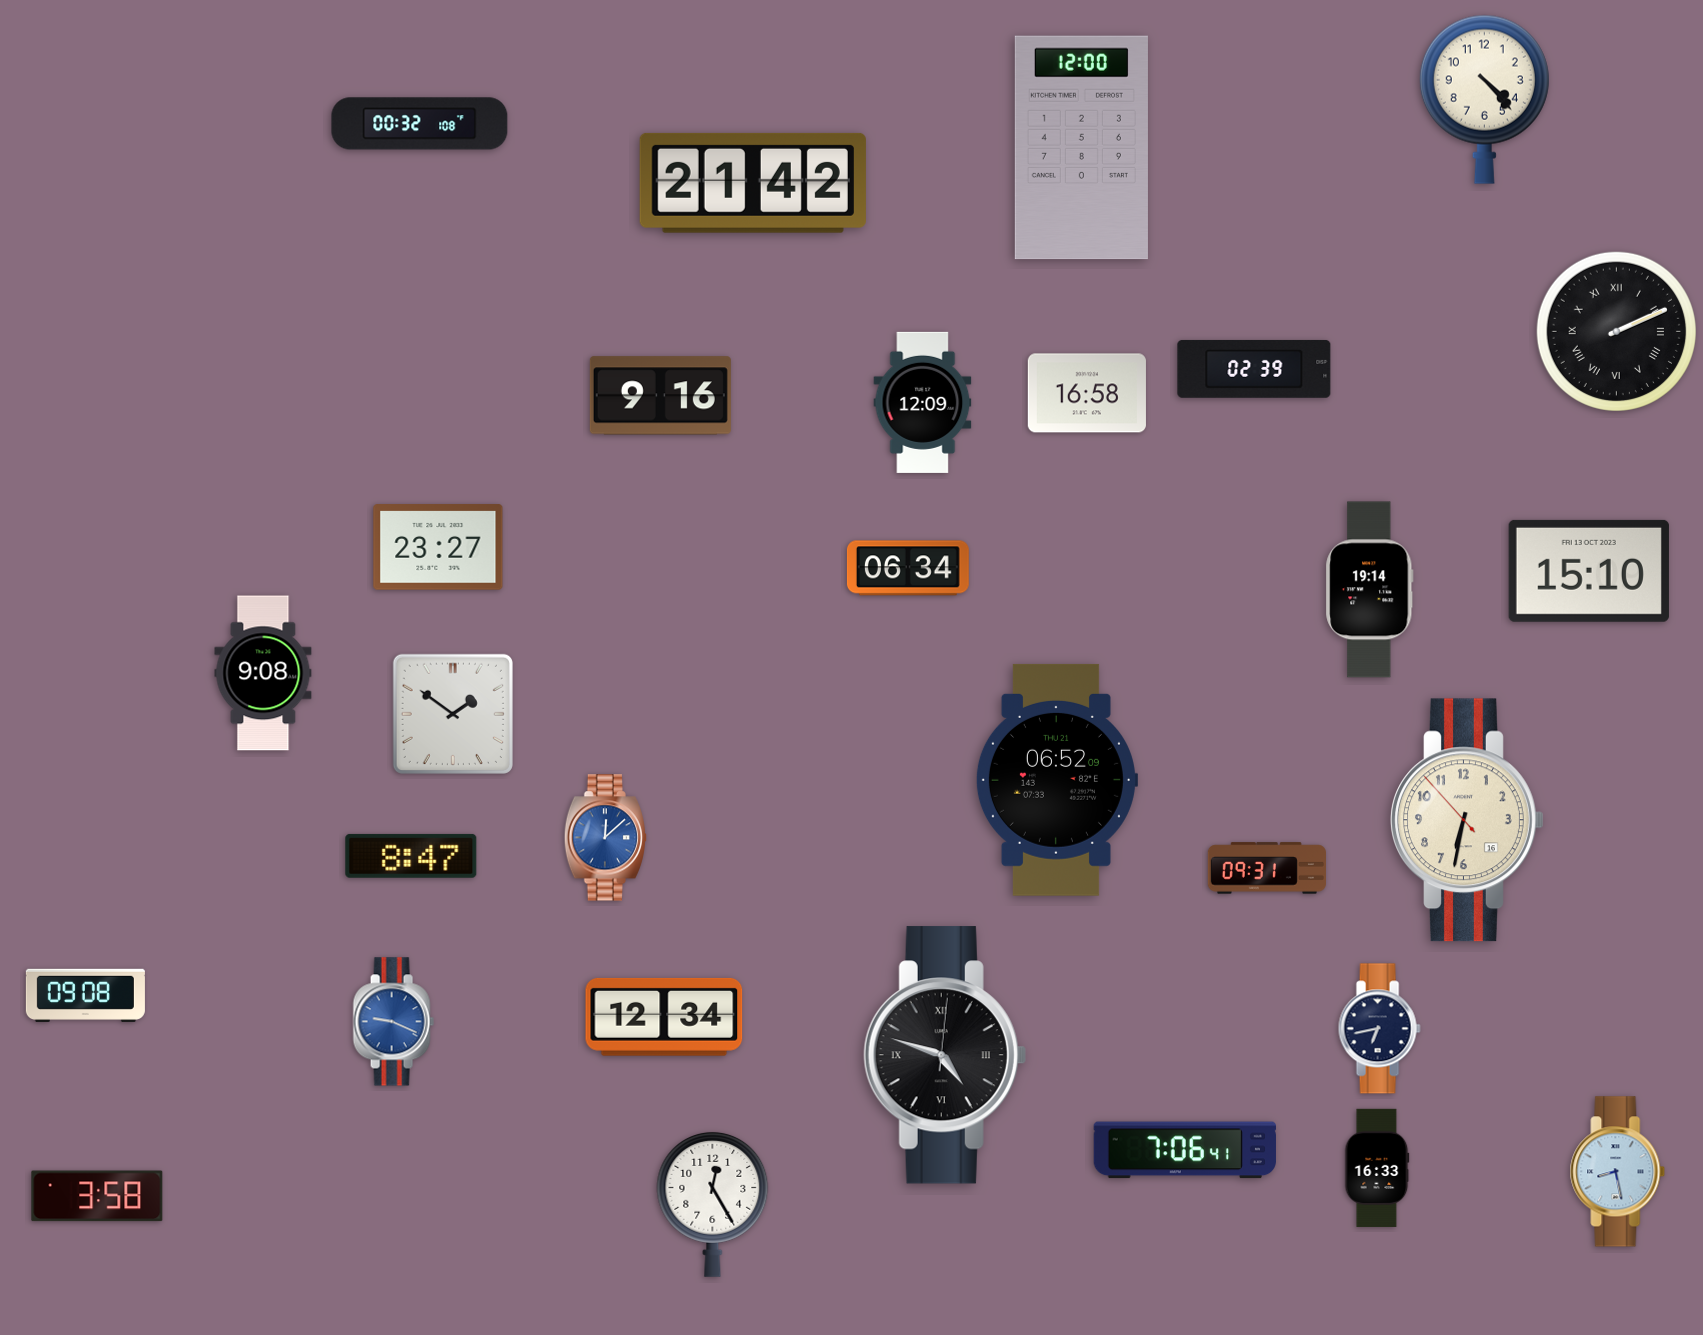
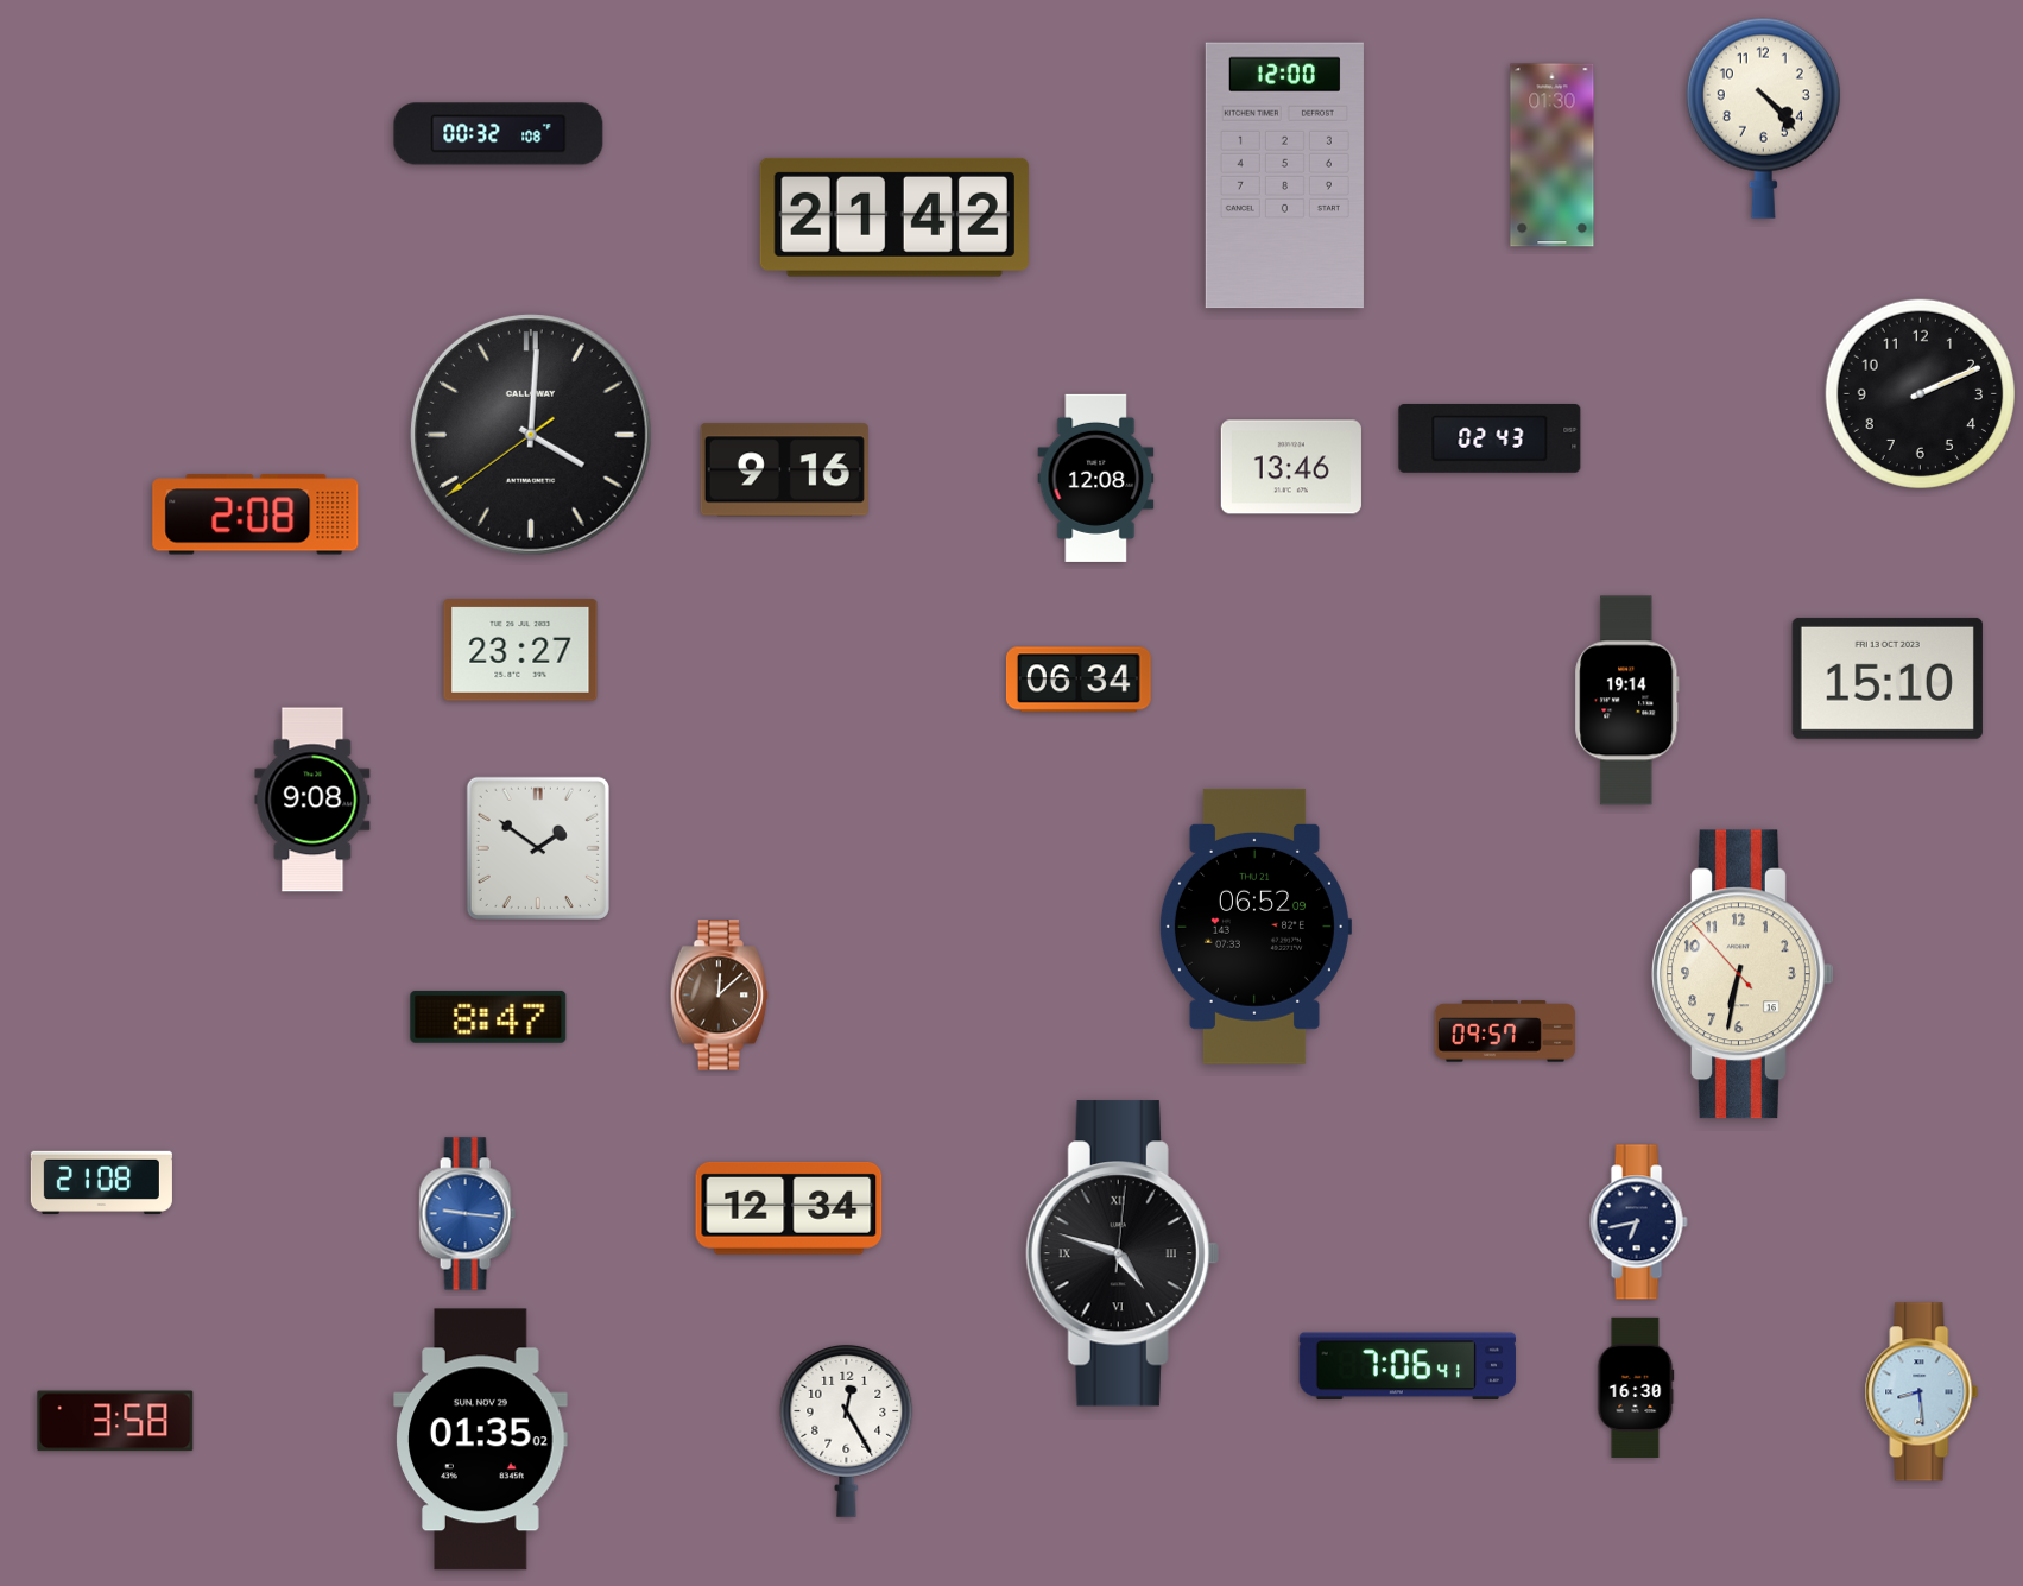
clock at (420, 124) position: (420, 124) -> (499, 134)
clock at (1553, 156): none -> 01:30
clock at (1616, 331) numerals: Roman -> Arabic
clock at (531, 435): none -> 4:00
clock at (1254, 369): 02:39 -> 02:43
clock at (1087, 393): 16:58 -> 13:46
clock at (923, 402): 12:09 -> 12:08
clock at (255, 514): none -> 2:08
clock at (908, 568) position: (908, 568) -> (1079, 680)
clock at (606, 838) dial: blue -> brown
clock at (1267, 868): 09:31 -> 09:57
clock at (85, 995): 09:08 -> 21:08
clock at (393, 1022): 9:19 -> 9:16
clock at (1377, 1168): 16:33 -> 16:30
clock at (1618, 1172): 8:28 -> 8:29
clock at (481, 1440): none -> 01:35
